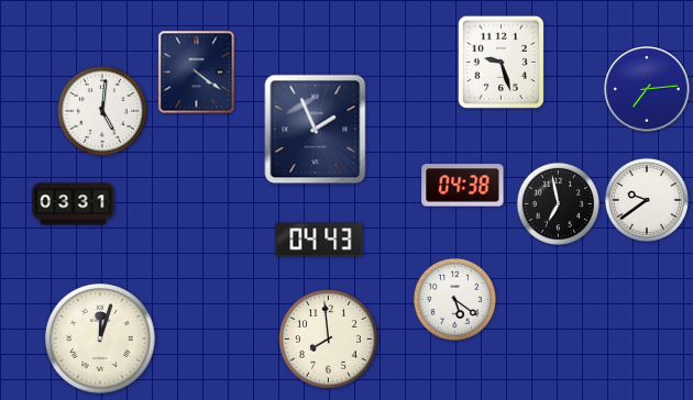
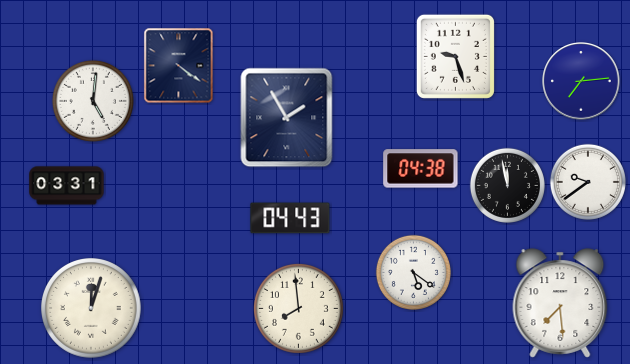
clock at (647, 89) position: (647, 89) -> (581, 81)
clock at (316, 130): 1:56 -> 1:55
clock at (558, 203): 6:58 -> 11:58
clock at (560, 303): none -> 7:29
